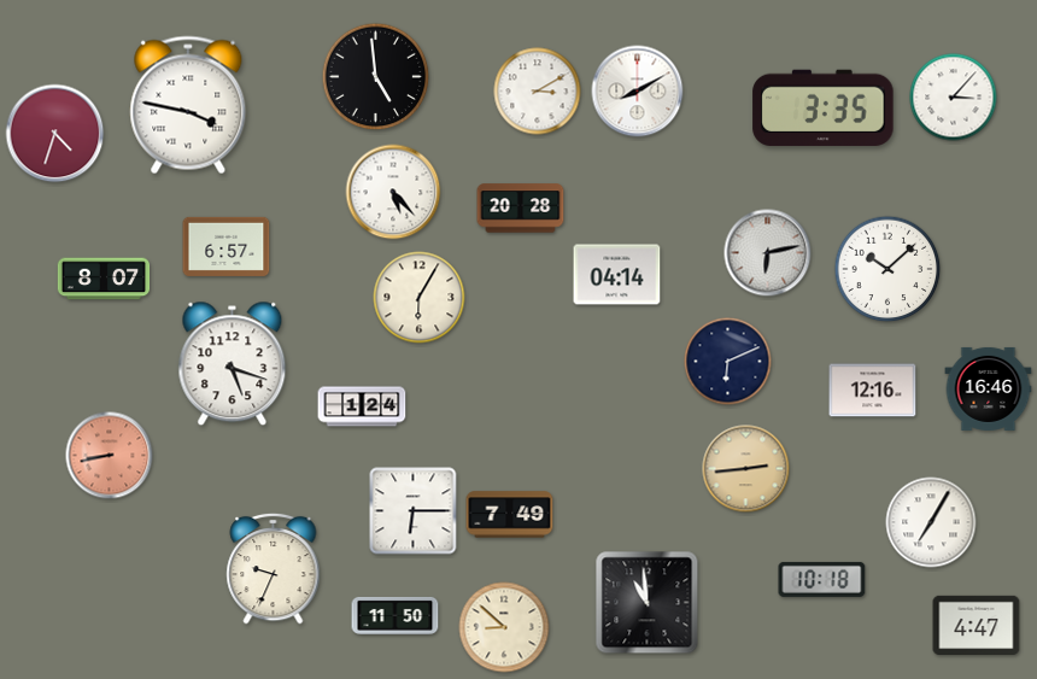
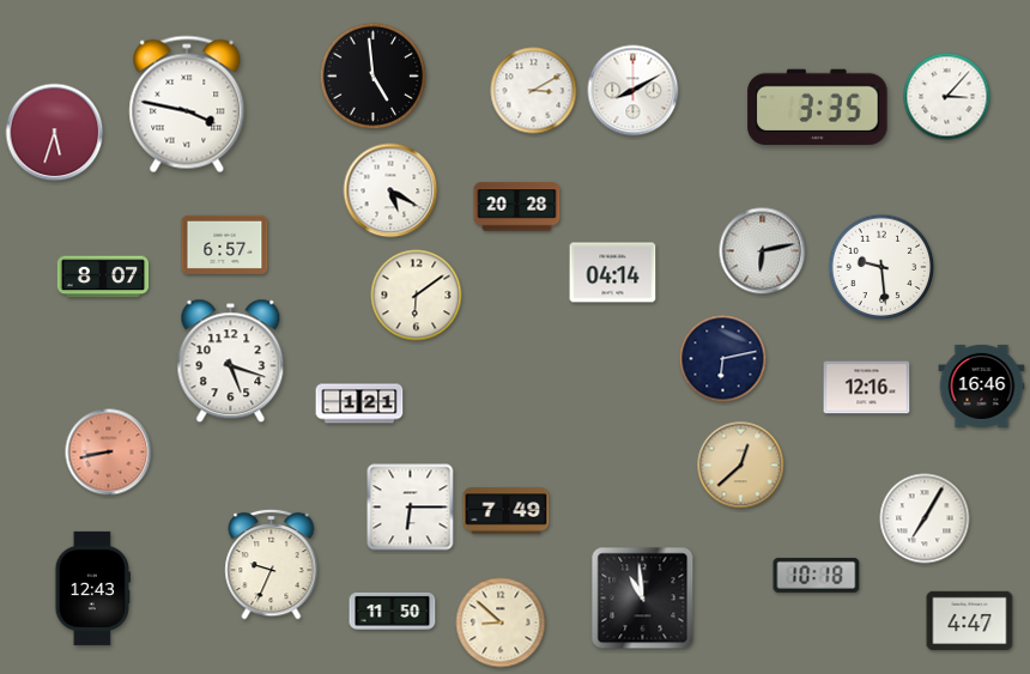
clock at (55, 134): 4:33 -> 5:33
clock at (393, 192): 5:23 -> 5:20
clock at (887, 269): 10:08 -> 9:29
clock at (420, 298): 6:05 -> 6:09
clock at (728, 362): 6:11 -> 6:13
clock at (362, 406): 1:24 -> 1:21
clock at (746, 469): 2:44 -> 12:38
clock at (92, 588): none -> 12:43
